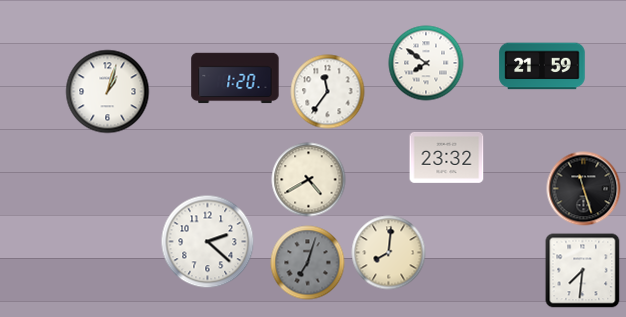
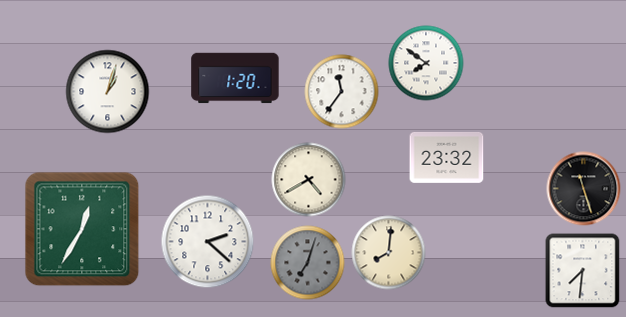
clock at (542, 66): 21:59 -> none
clock at (328, 92) position: (328, 92) -> (342, 92)
clock at (82, 229): none -> 12:35
